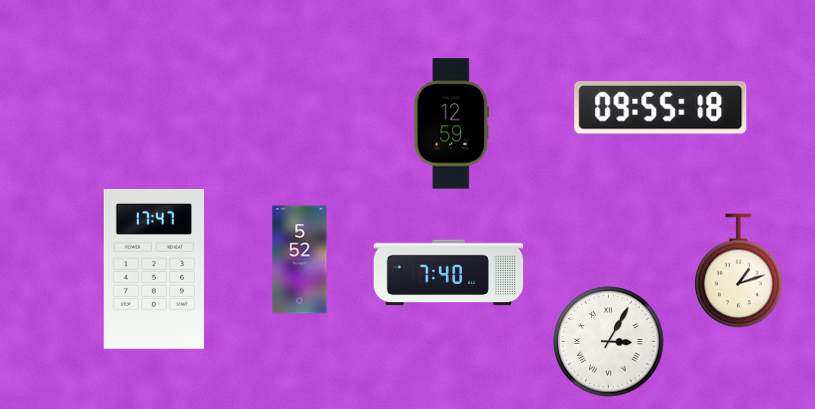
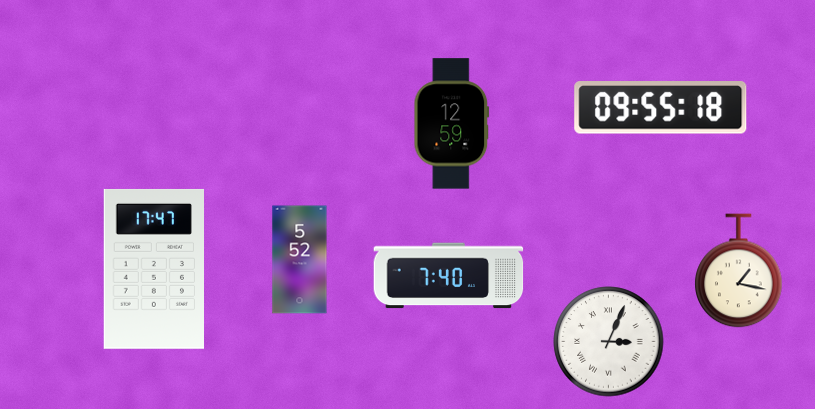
clock at (739, 271): 1:12 -> 1:17
clock at (449, 273) position: (449, 273) -> (449, 276)
clock at (609, 342): 3:05 -> 3:04
